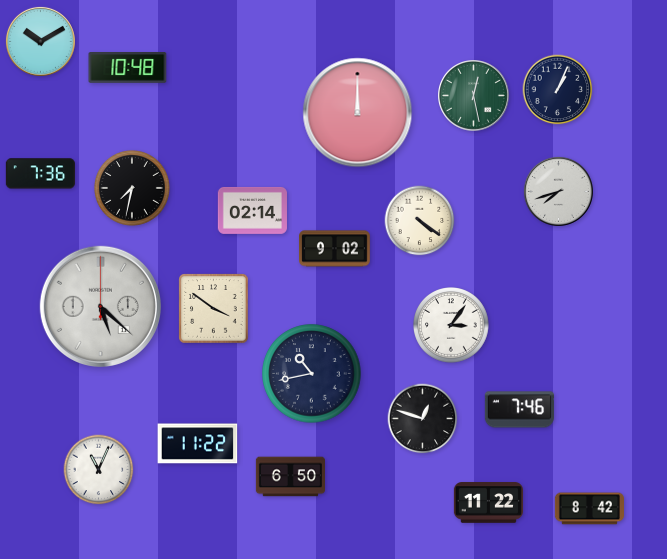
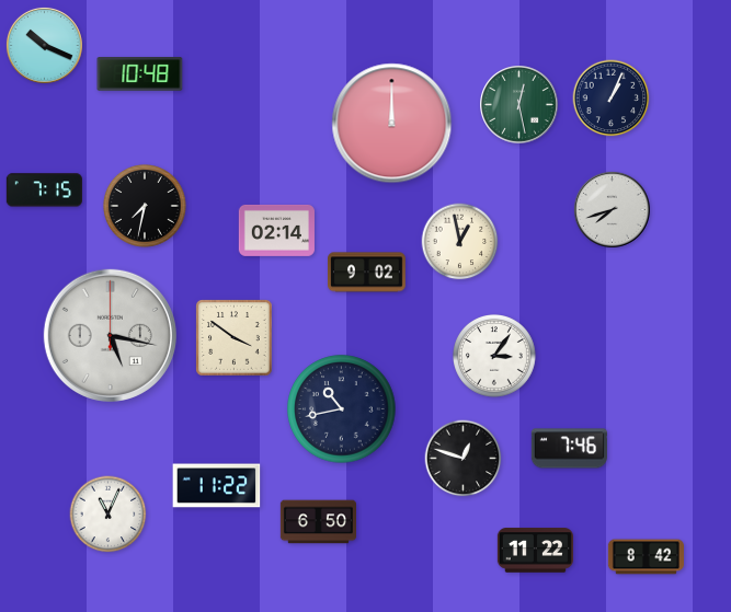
clock at (40, 41): 10:10 -> 10:19
clock at (40, 174): 7:36 -> 7:15
clock at (420, 221): 4:21 -> 12:58
clock at (100, 306): 5:22 -> 5:17
